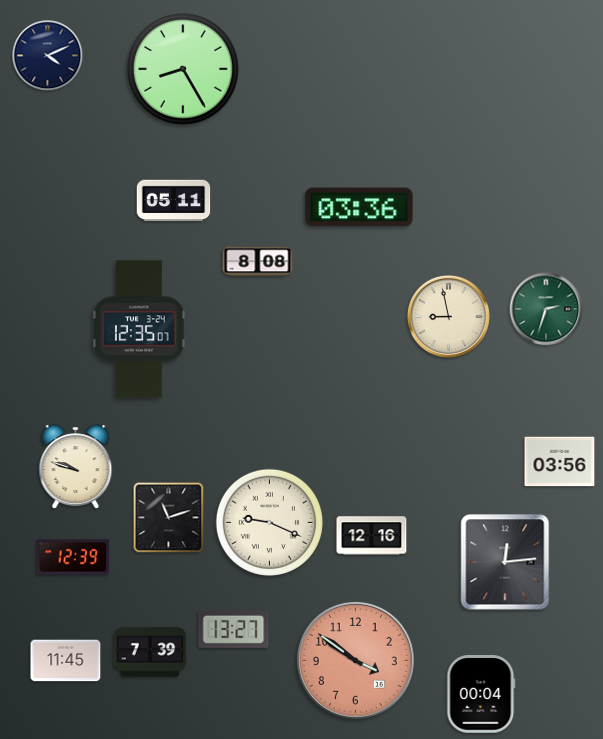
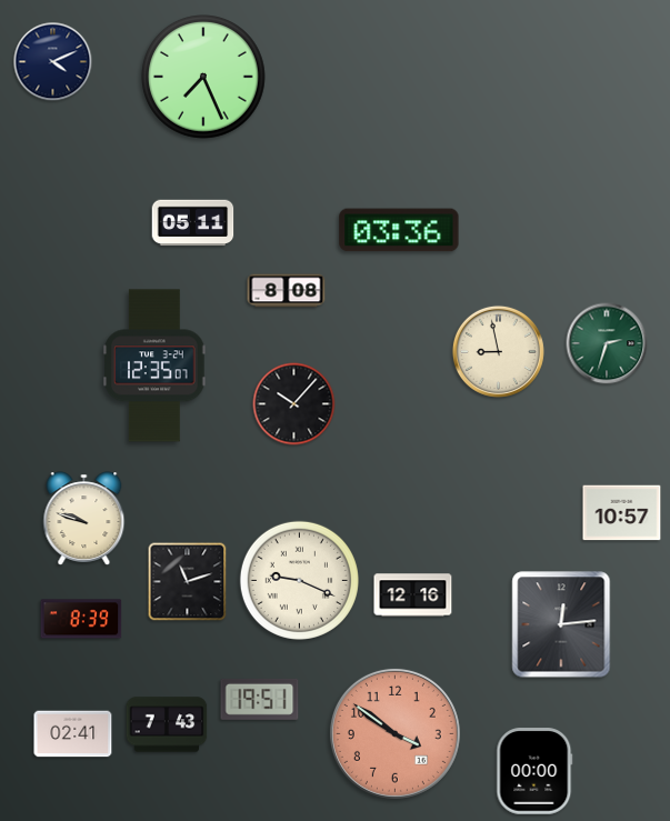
clock at (184, 70): 8:25 -> 7:26
clock at (294, 404): none -> 10:07
clock at (560, 462): 03:56 -> 10:57
clock at (169, 518) position: (169, 518) -> (188, 582)
clock at (73, 557): 12:39 -> 8:39
clock at (234, 629): 13:27 -> 19:51
clock at (150, 652): 7:39 -> 7:43
clock at (66, 661): 11:45 -> 02:41
clock at (481, 694): 00:04 -> 00:00
